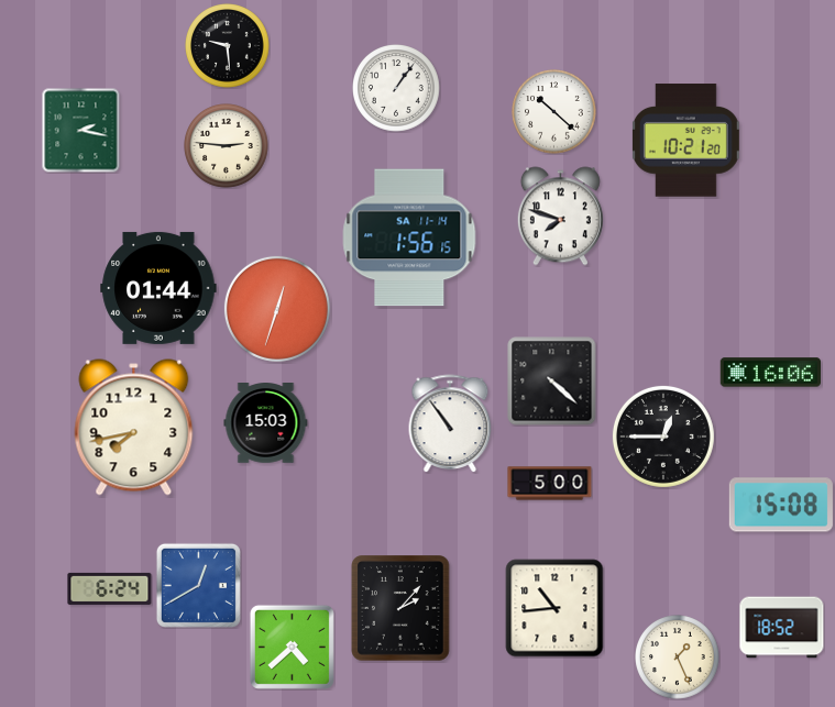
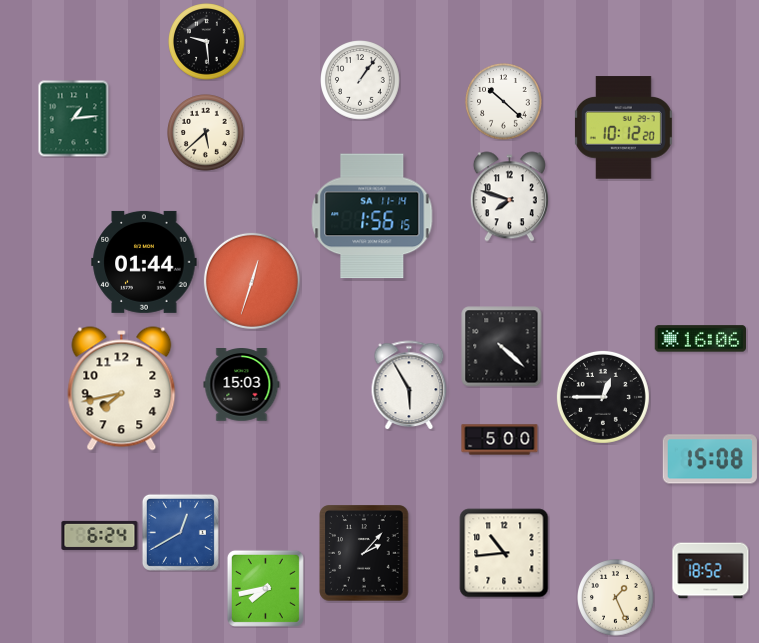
clock at (81, 130): 2:17 -> 1:14
clock at (685, 141): 10:21 -> 10:12
clock at (227, 146): 2:46 -> 5:38
clock at (450, 423): 10:54 -> 5:55
clock at (292, 647): 4:38 -> 7:43
